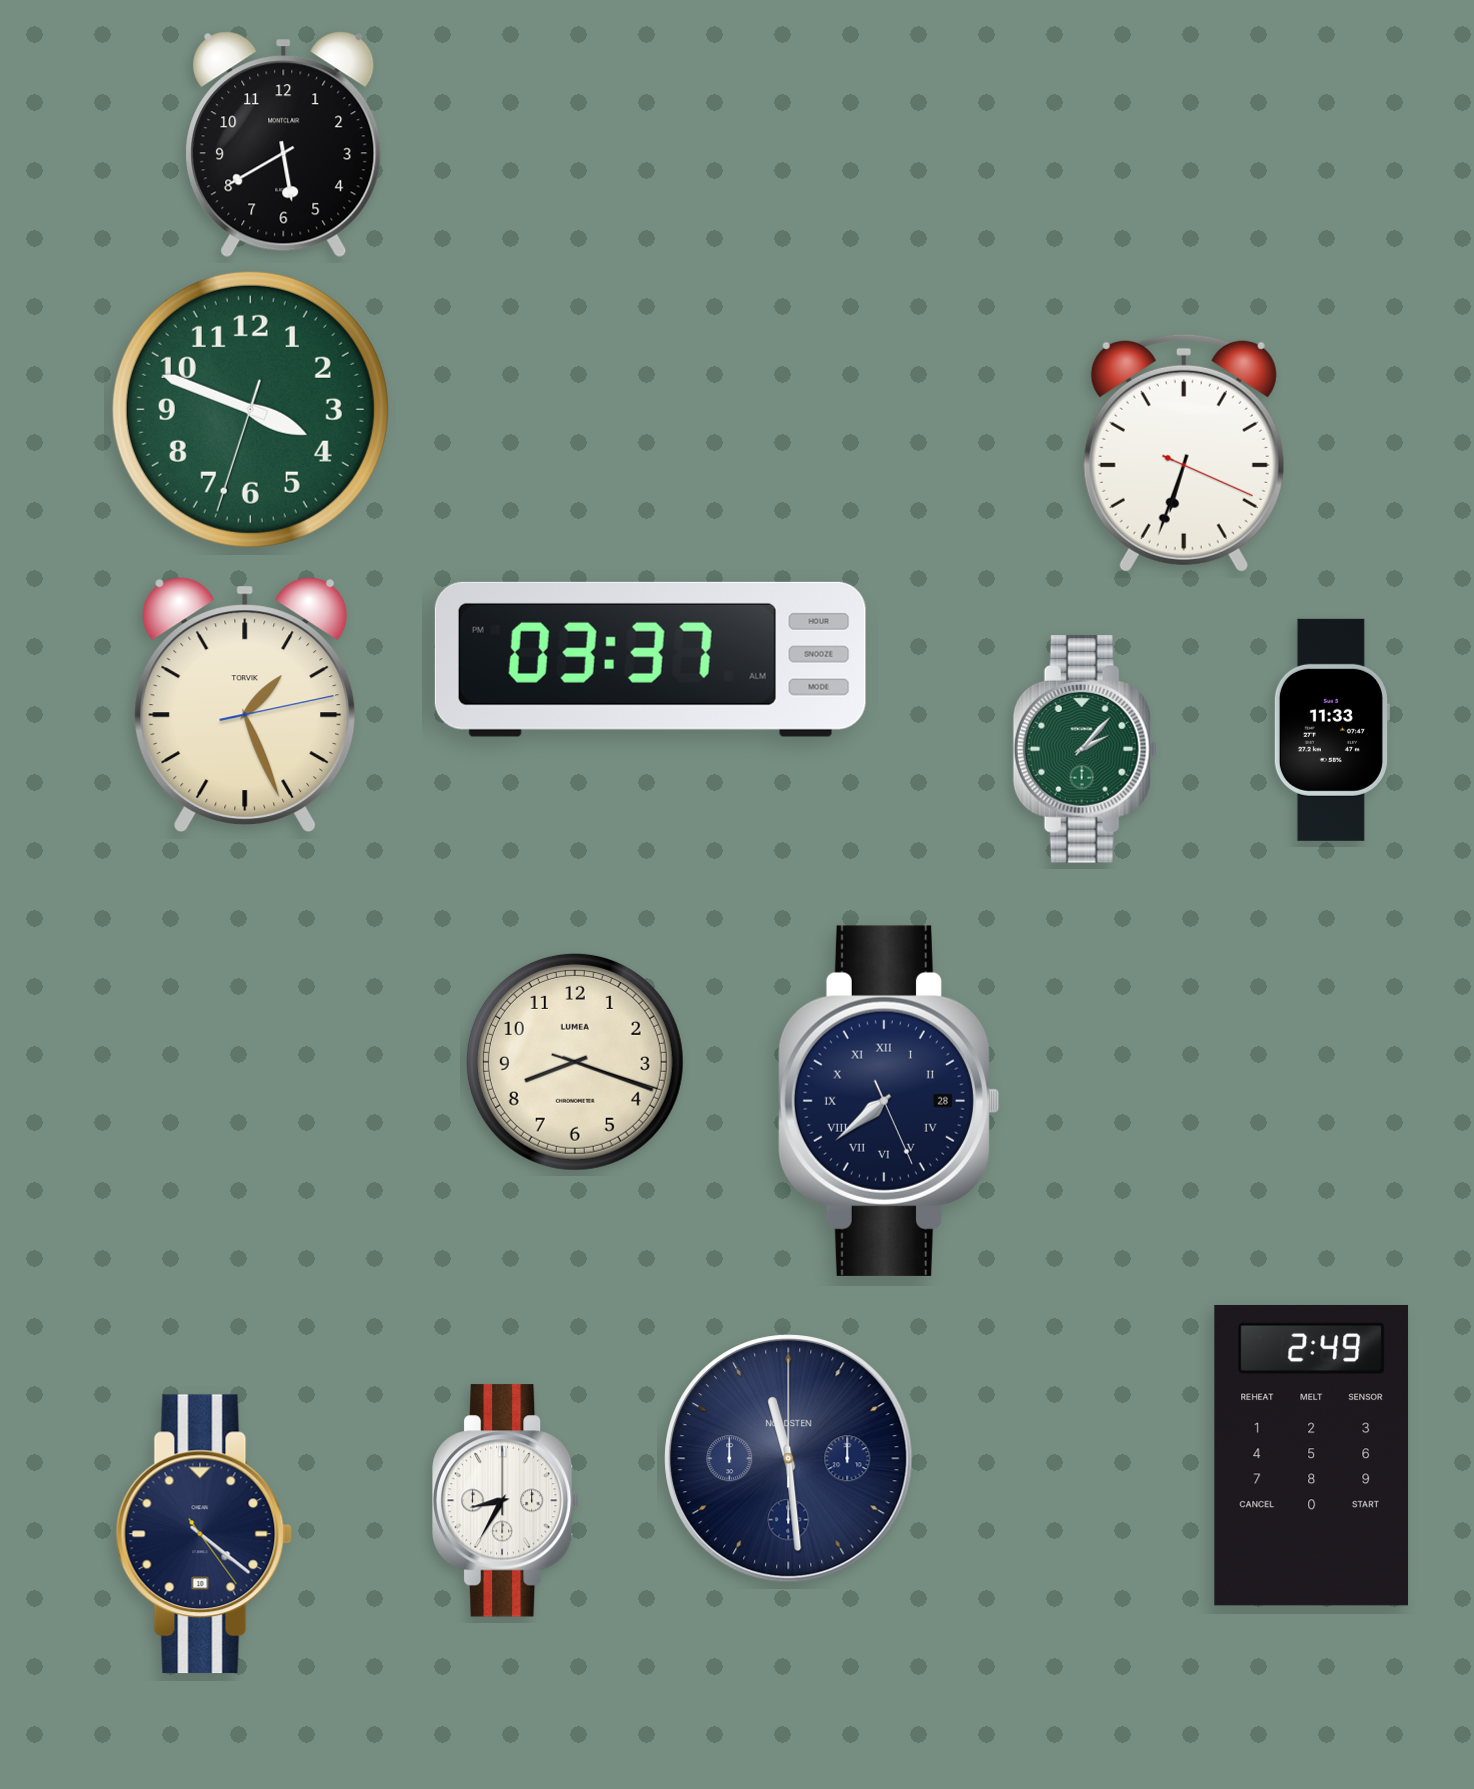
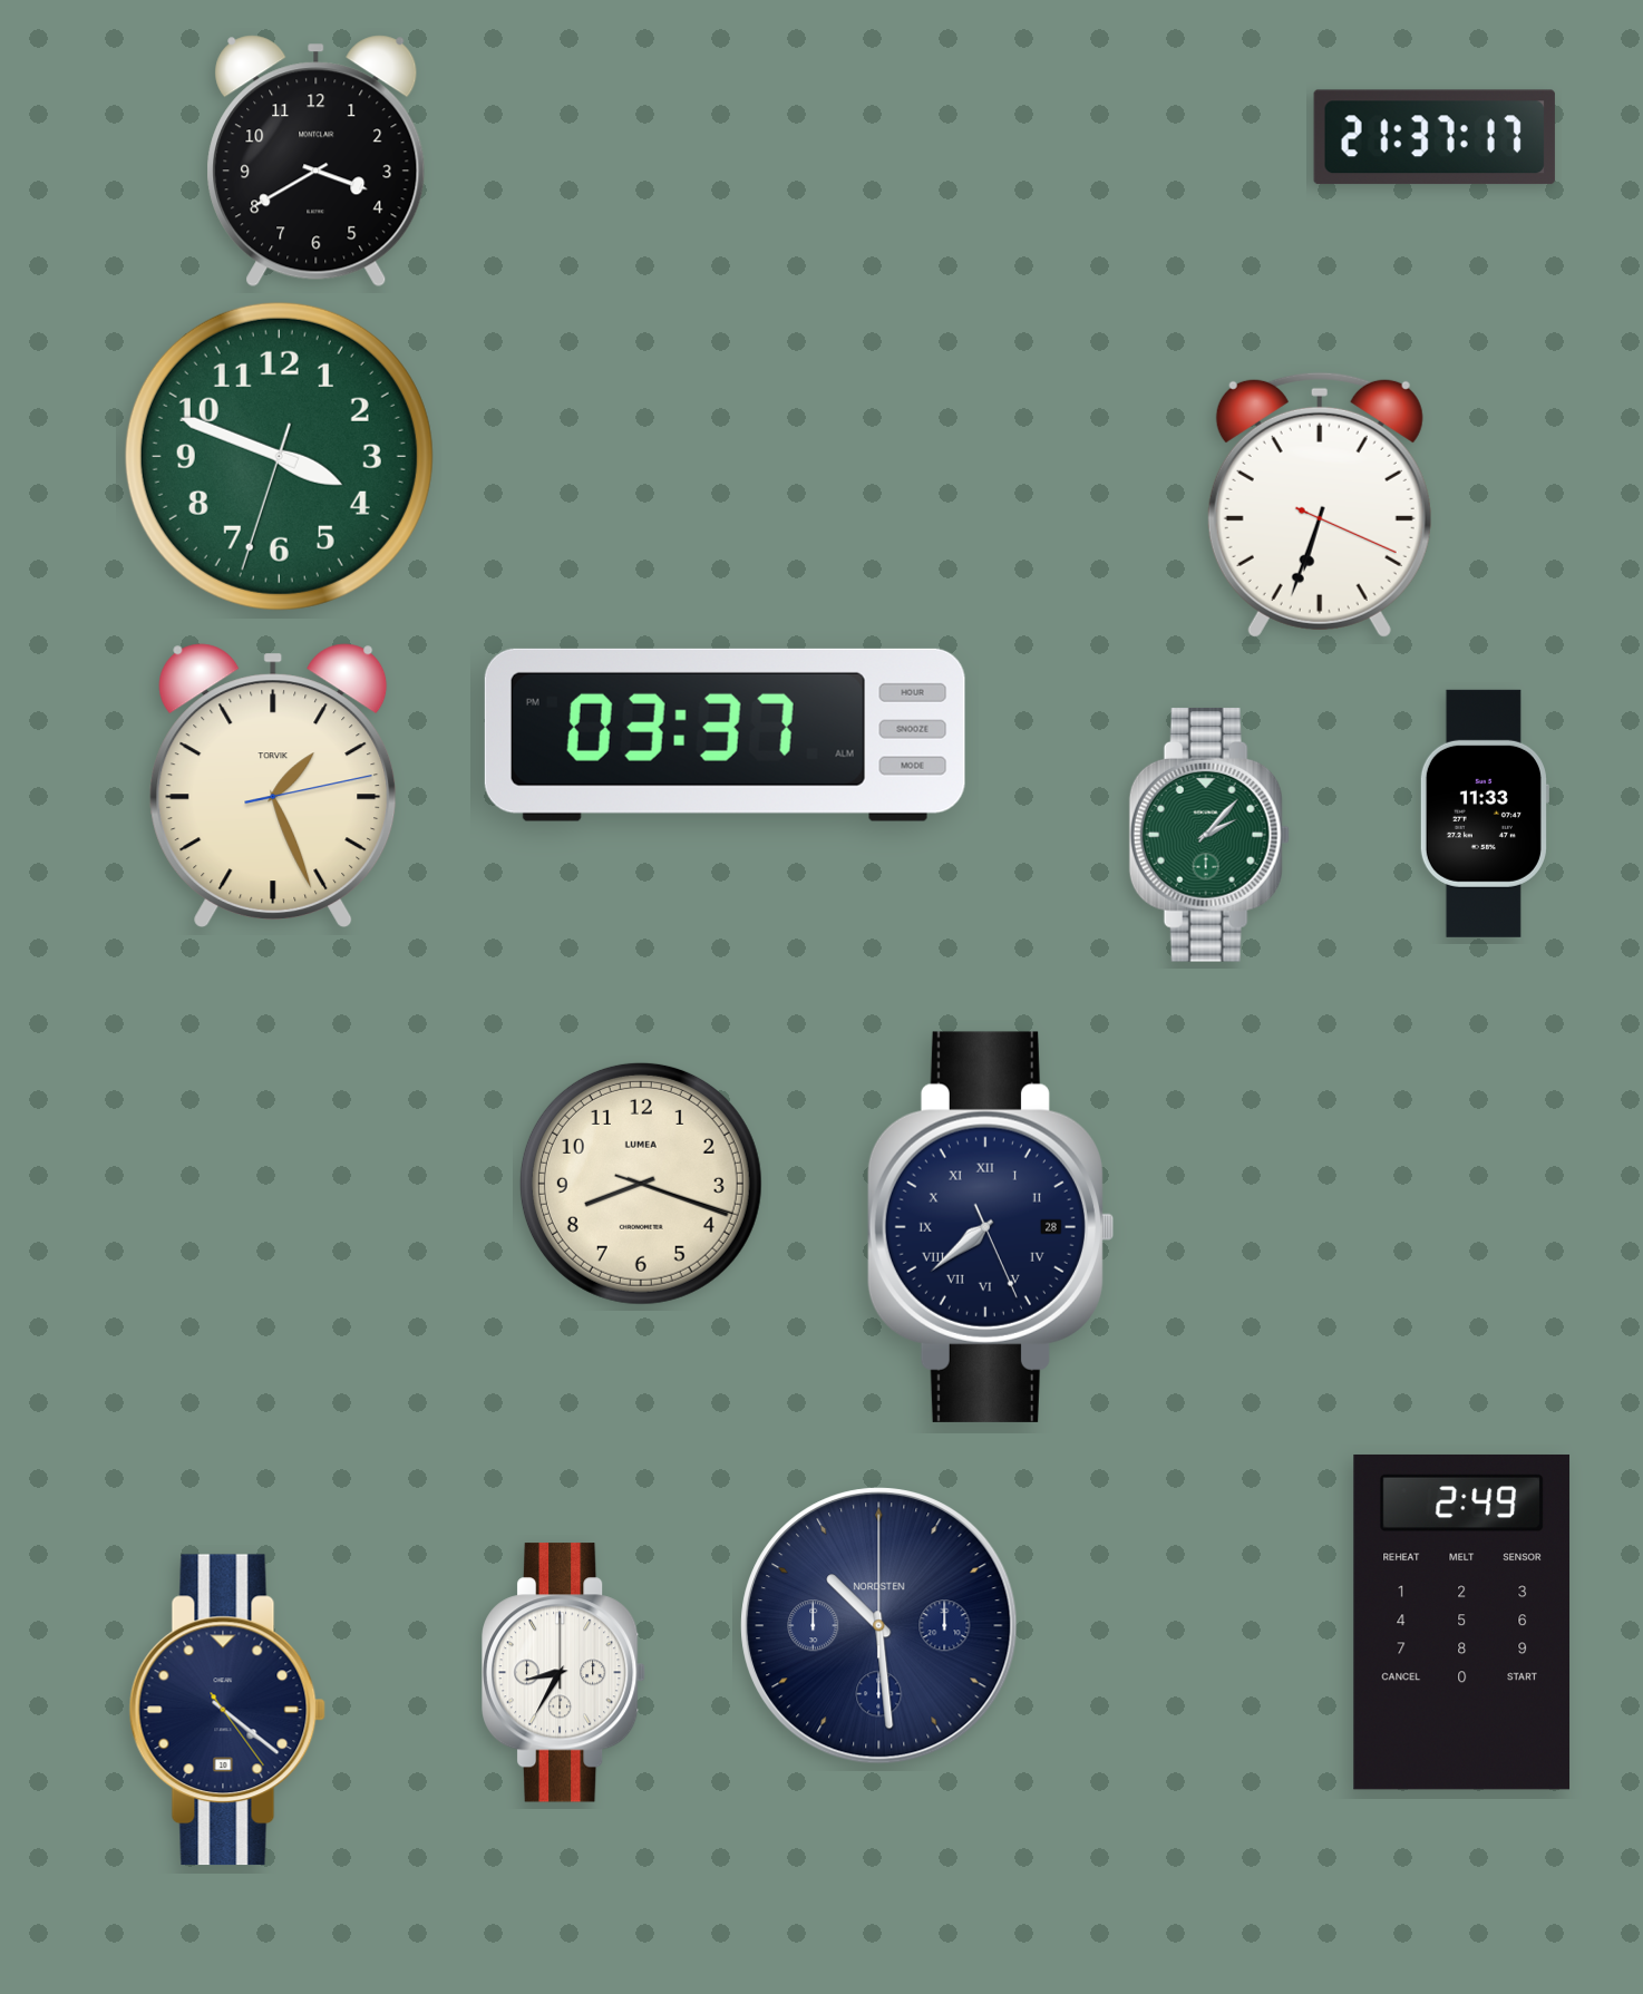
clock at (1435, 137): none -> 21:37
clock at (284, 145): 5:40 -> 3:40
clock at (789, 1459): 11:29 -> 10:29
